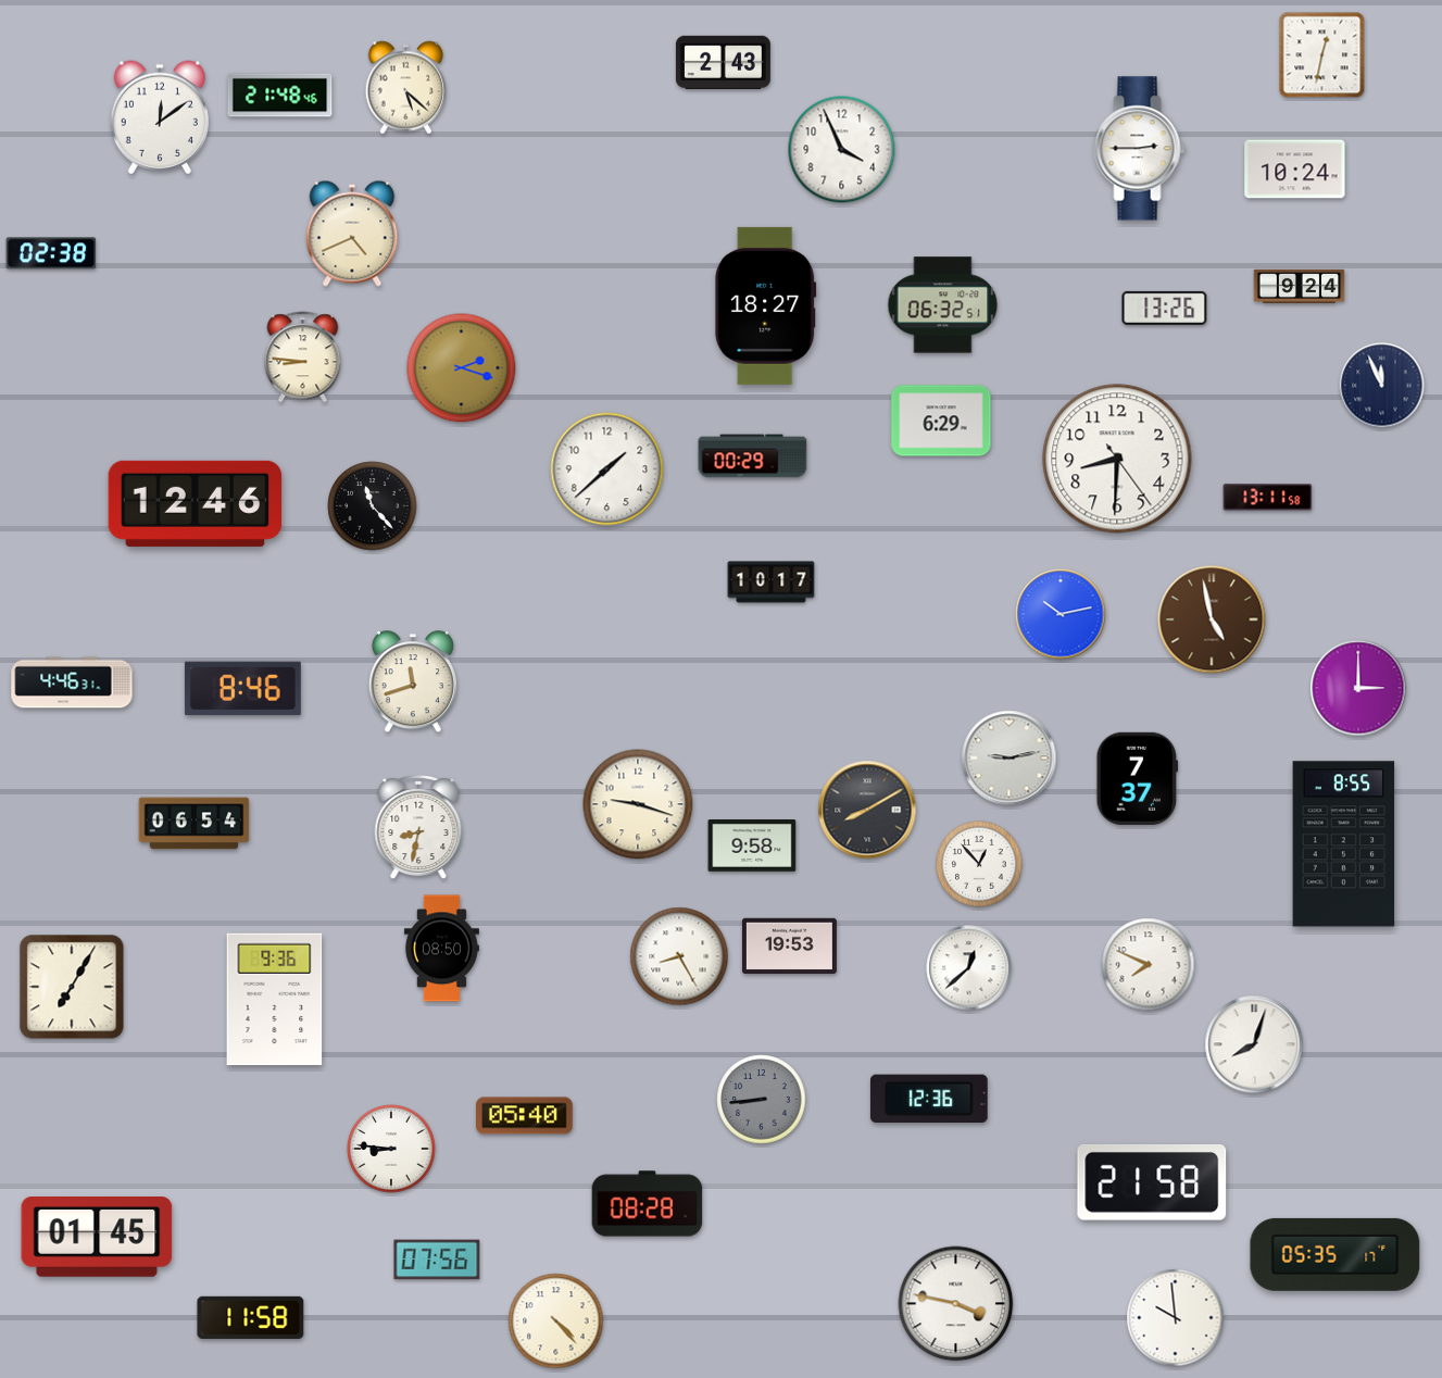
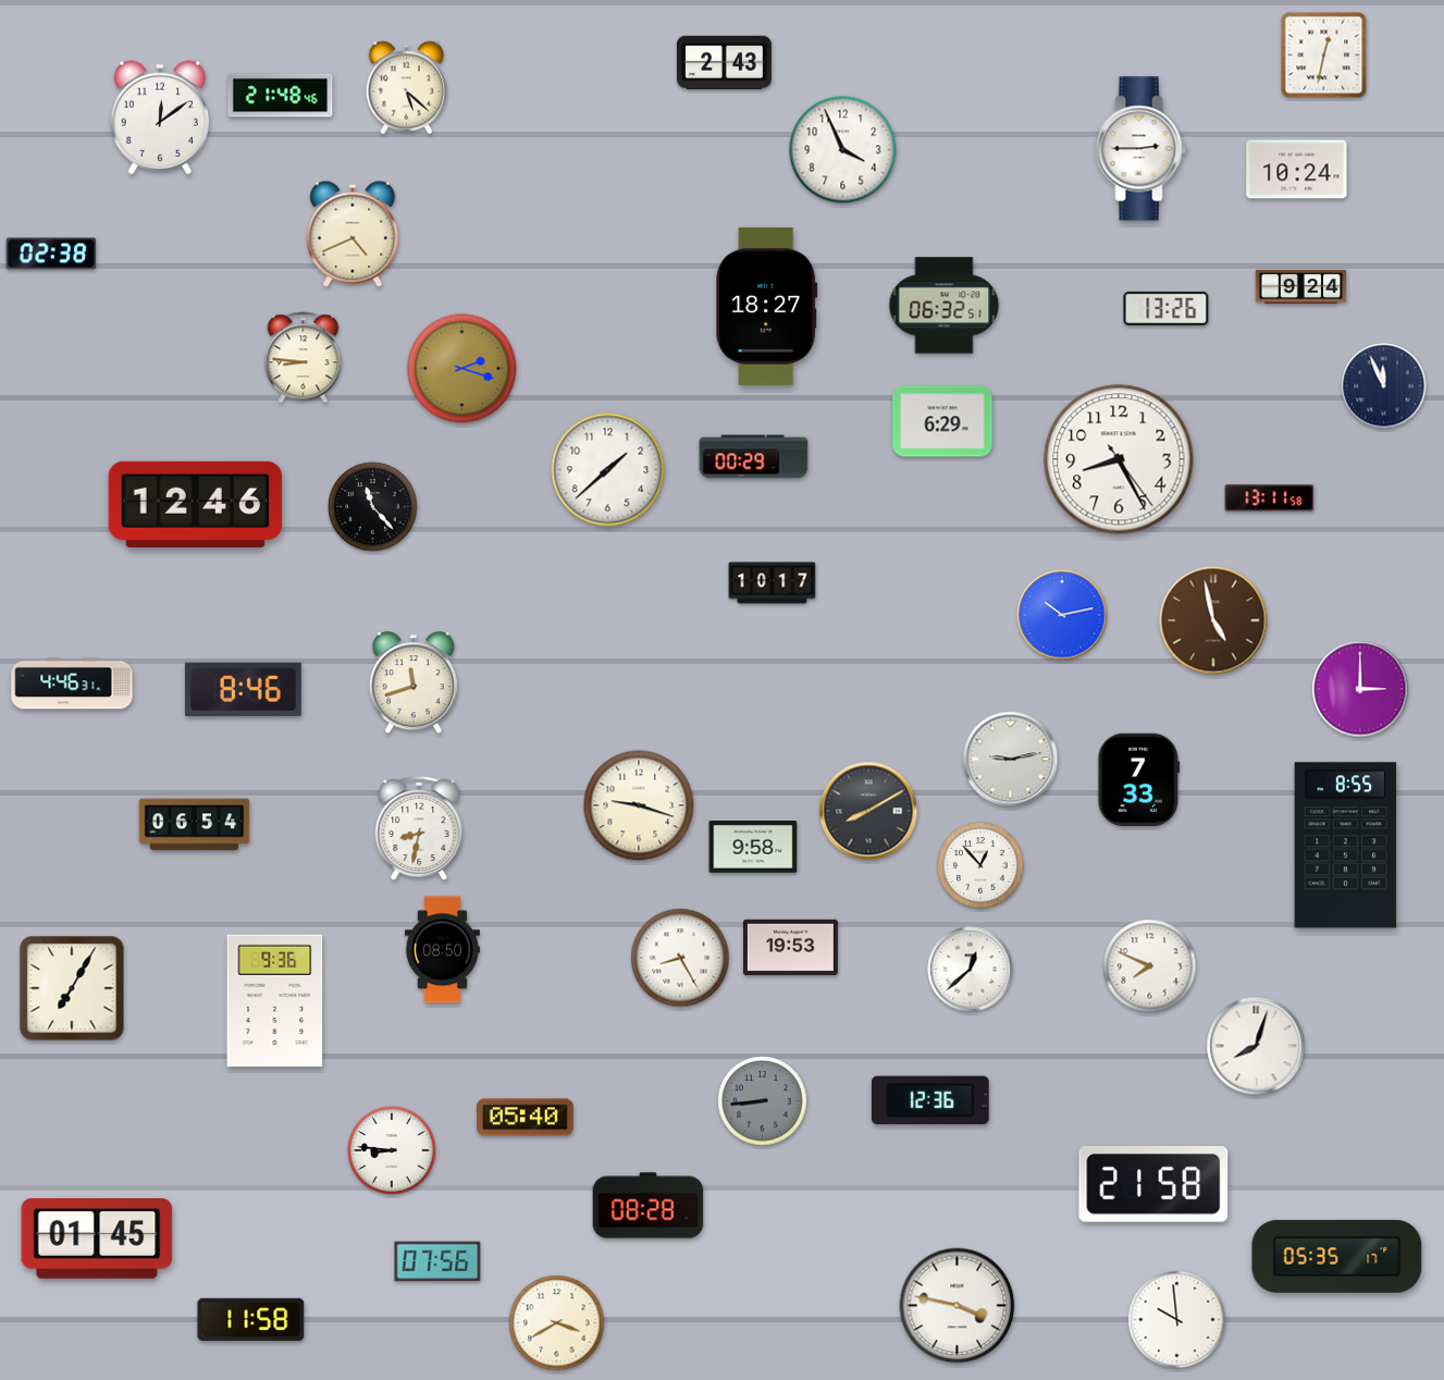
clock at (1117, 459): 8:30 -> 8:25
clock at (1138, 778): 7:37 -> 7:33
clock at (556, 1321): 4:23 -> 3:40
